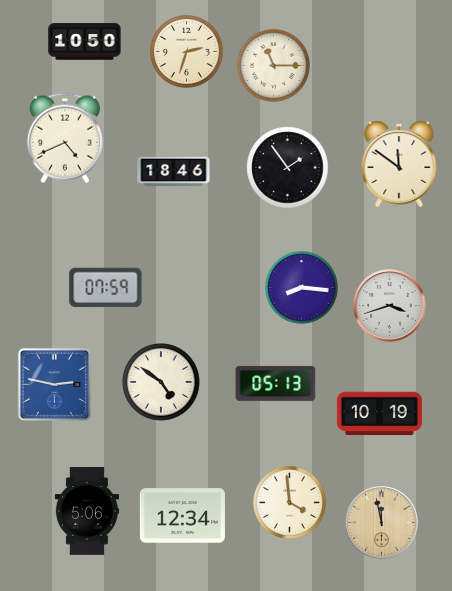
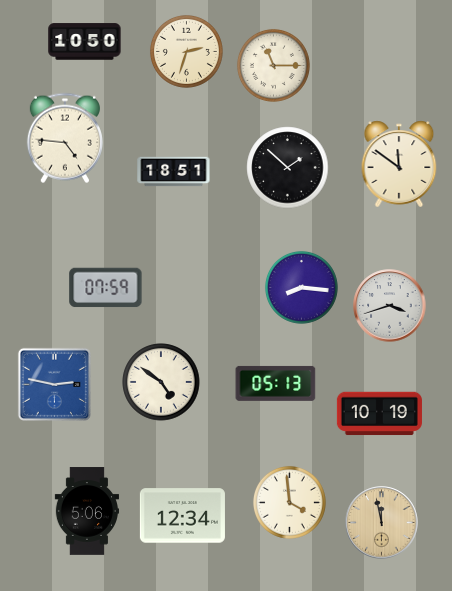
clock at (65, 138): 4:41 -> 4:46
clock at (288, 168): 1:54 -> 1:52
clock at (174, 172): 18:46 -> 18:51
